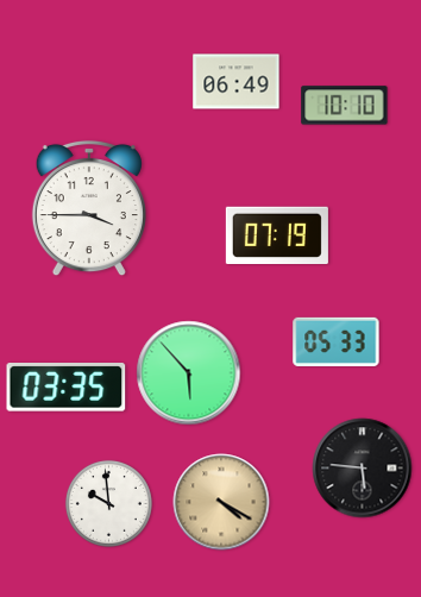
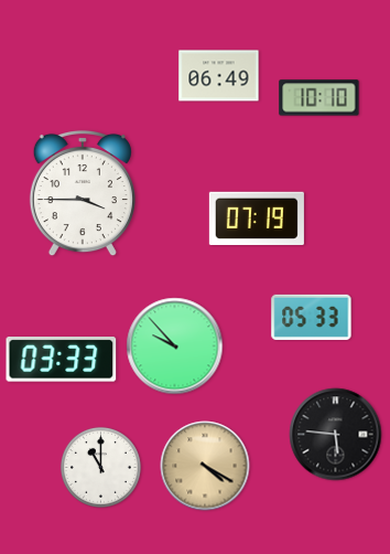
clock at (189, 373): 5:53 -> 9:53
clock at (67, 388): 03:35 -> 03:33
clock at (108, 503): 9:59 -> 11:00
